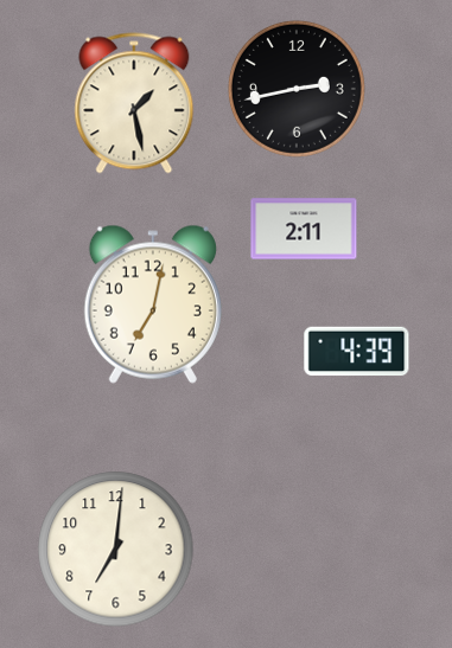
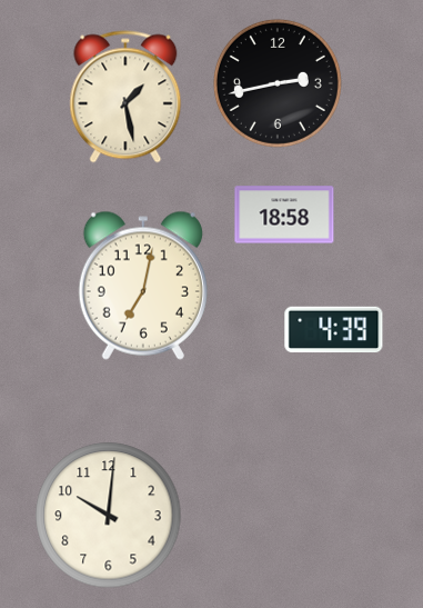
clock at (304, 229): 2:11 -> 18:58
clock at (116, 550): 7:01 -> 10:01
